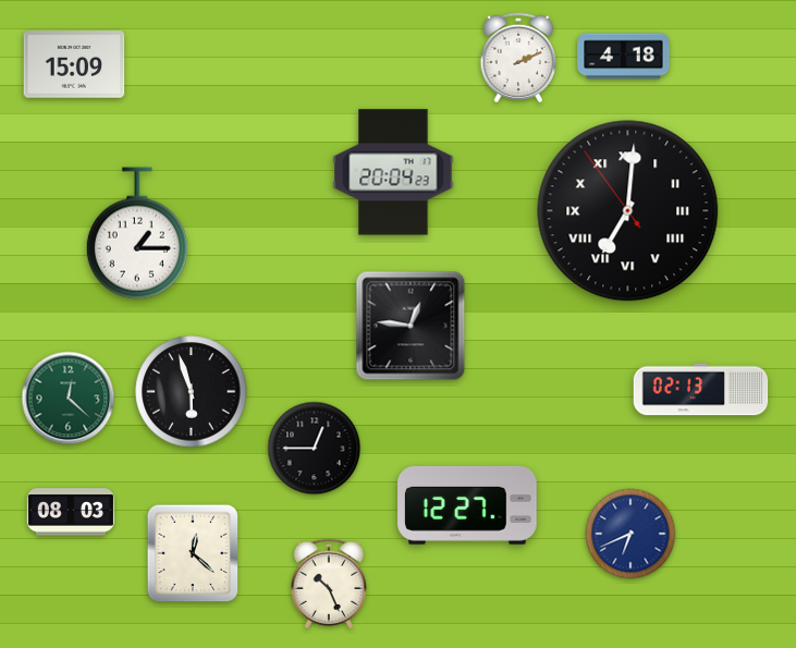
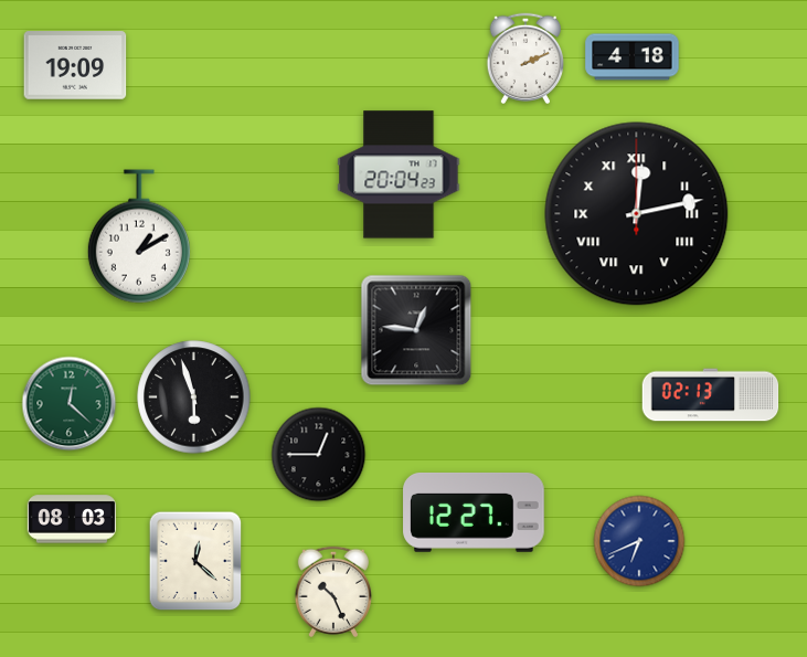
clock at (74, 64): 15:09 -> 19:09
clock at (628, 211): 7:00 -> 12:13
clock at (137, 233): 1:15 -> 1:10
